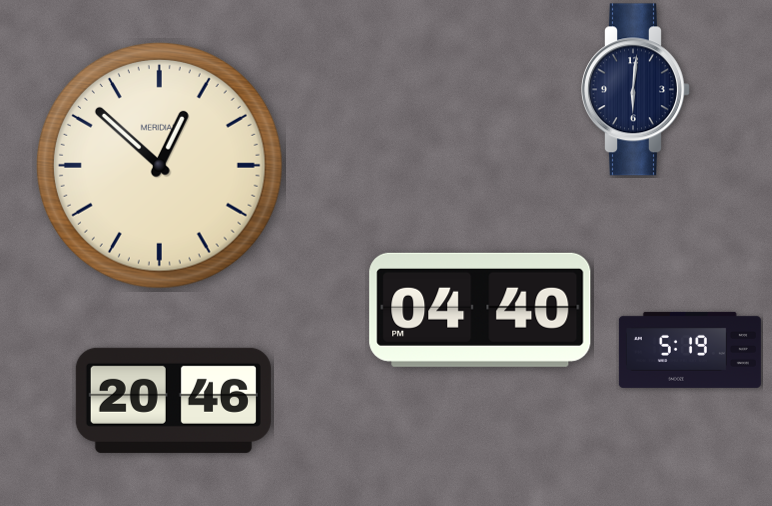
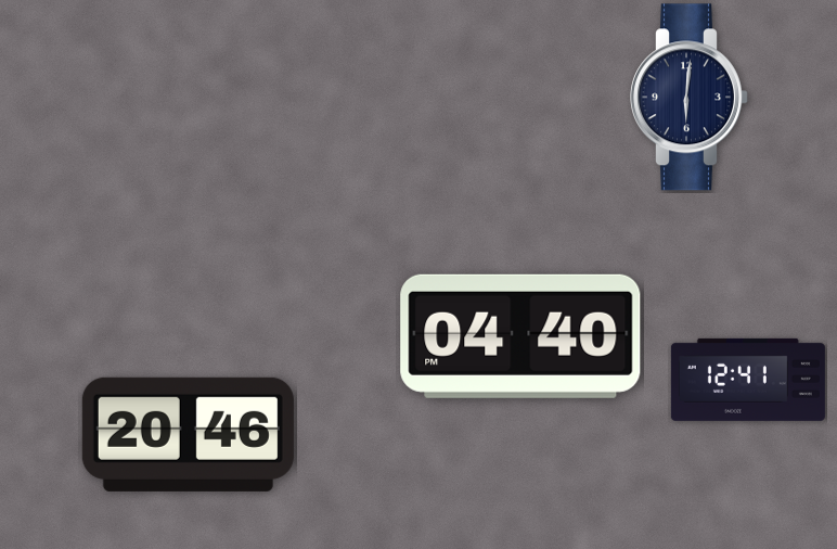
clock at (159, 165): 12:52 -> none
clock at (690, 350): 5:19 -> 12:41
